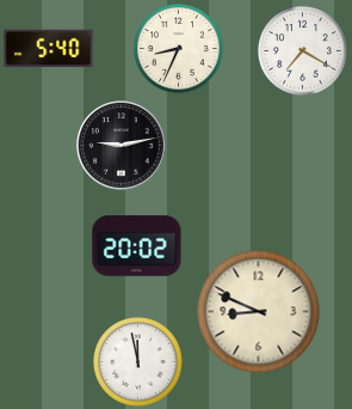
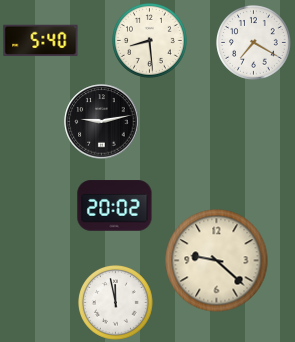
clock at (179, 49): 8:34 -> 8:29
clock at (259, 312): 8:49 -> 9:22
